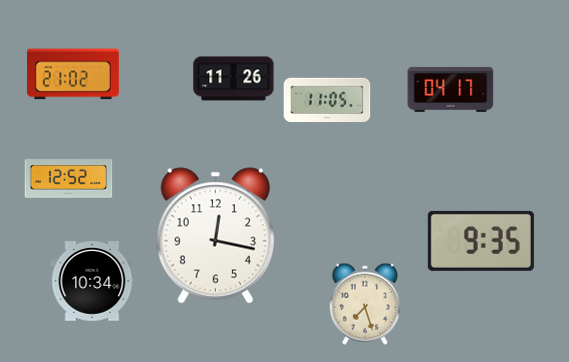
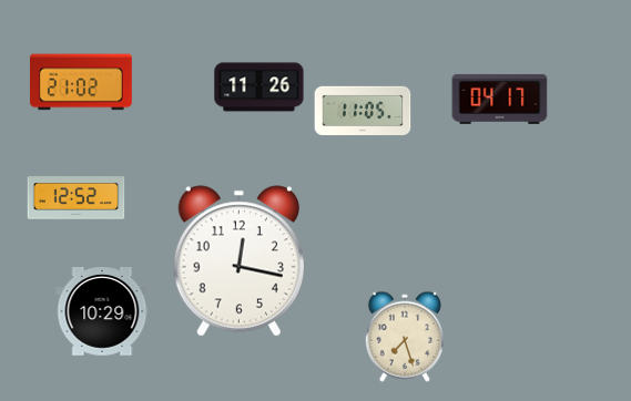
clock at (481, 241): 9:35 -> none
clock at (92, 282): 10:34 -> 10:29
